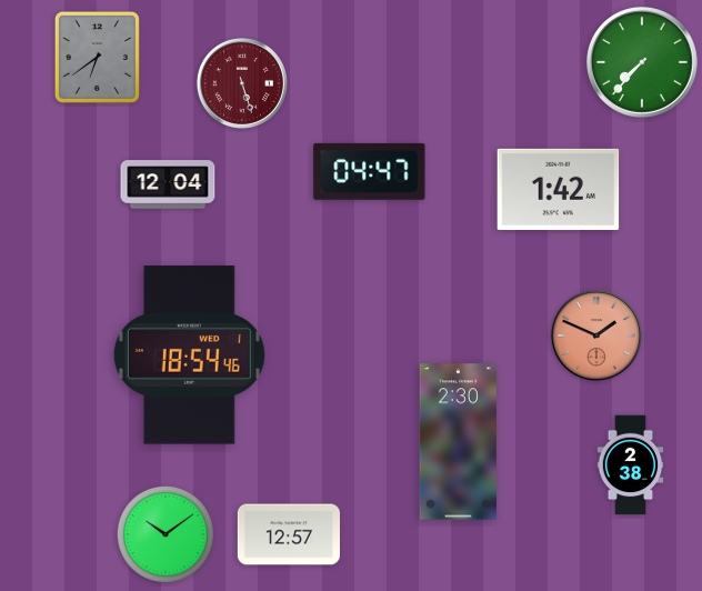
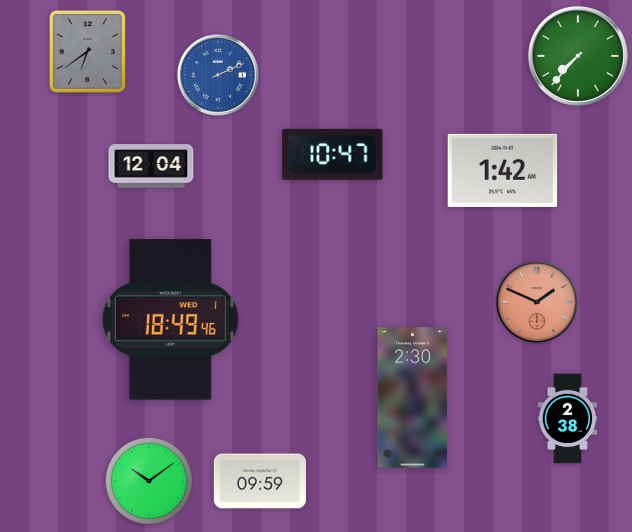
clock at (242, 83): 5:27 -> 2:11
clock at (242, 83) dial: burgundy -> blue
clock at (370, 171): 04:47 -> 10:47
clock at (189, 355): 18:54 -> 18:49
clock at (289, 534): 12:57 -> 09:59
